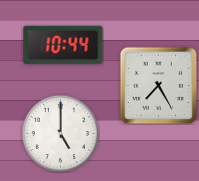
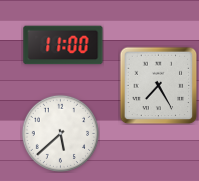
clock at (63, 45): 10:44 -> 11:00
clock at (60, 133): 5:00 -> 5:38
